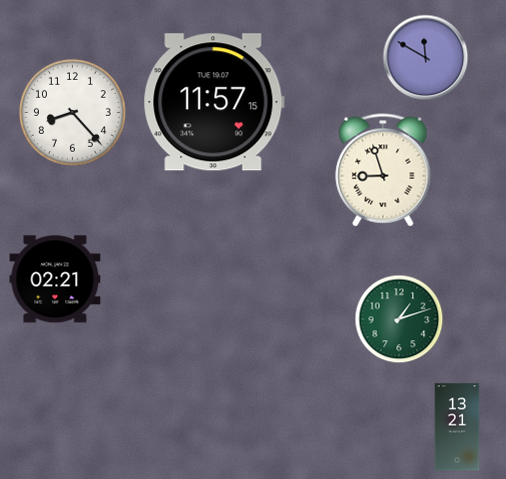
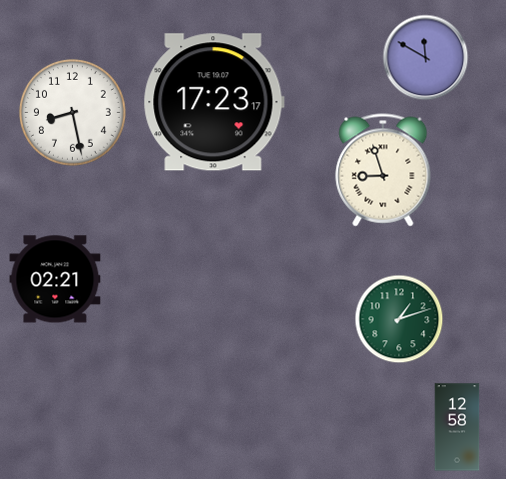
clock at (214, 102): 11:57 -> 17:23
clock at (72, 112): 8:23 -> 8:28
clock at (457, 427): 13:21 -> 12:58
